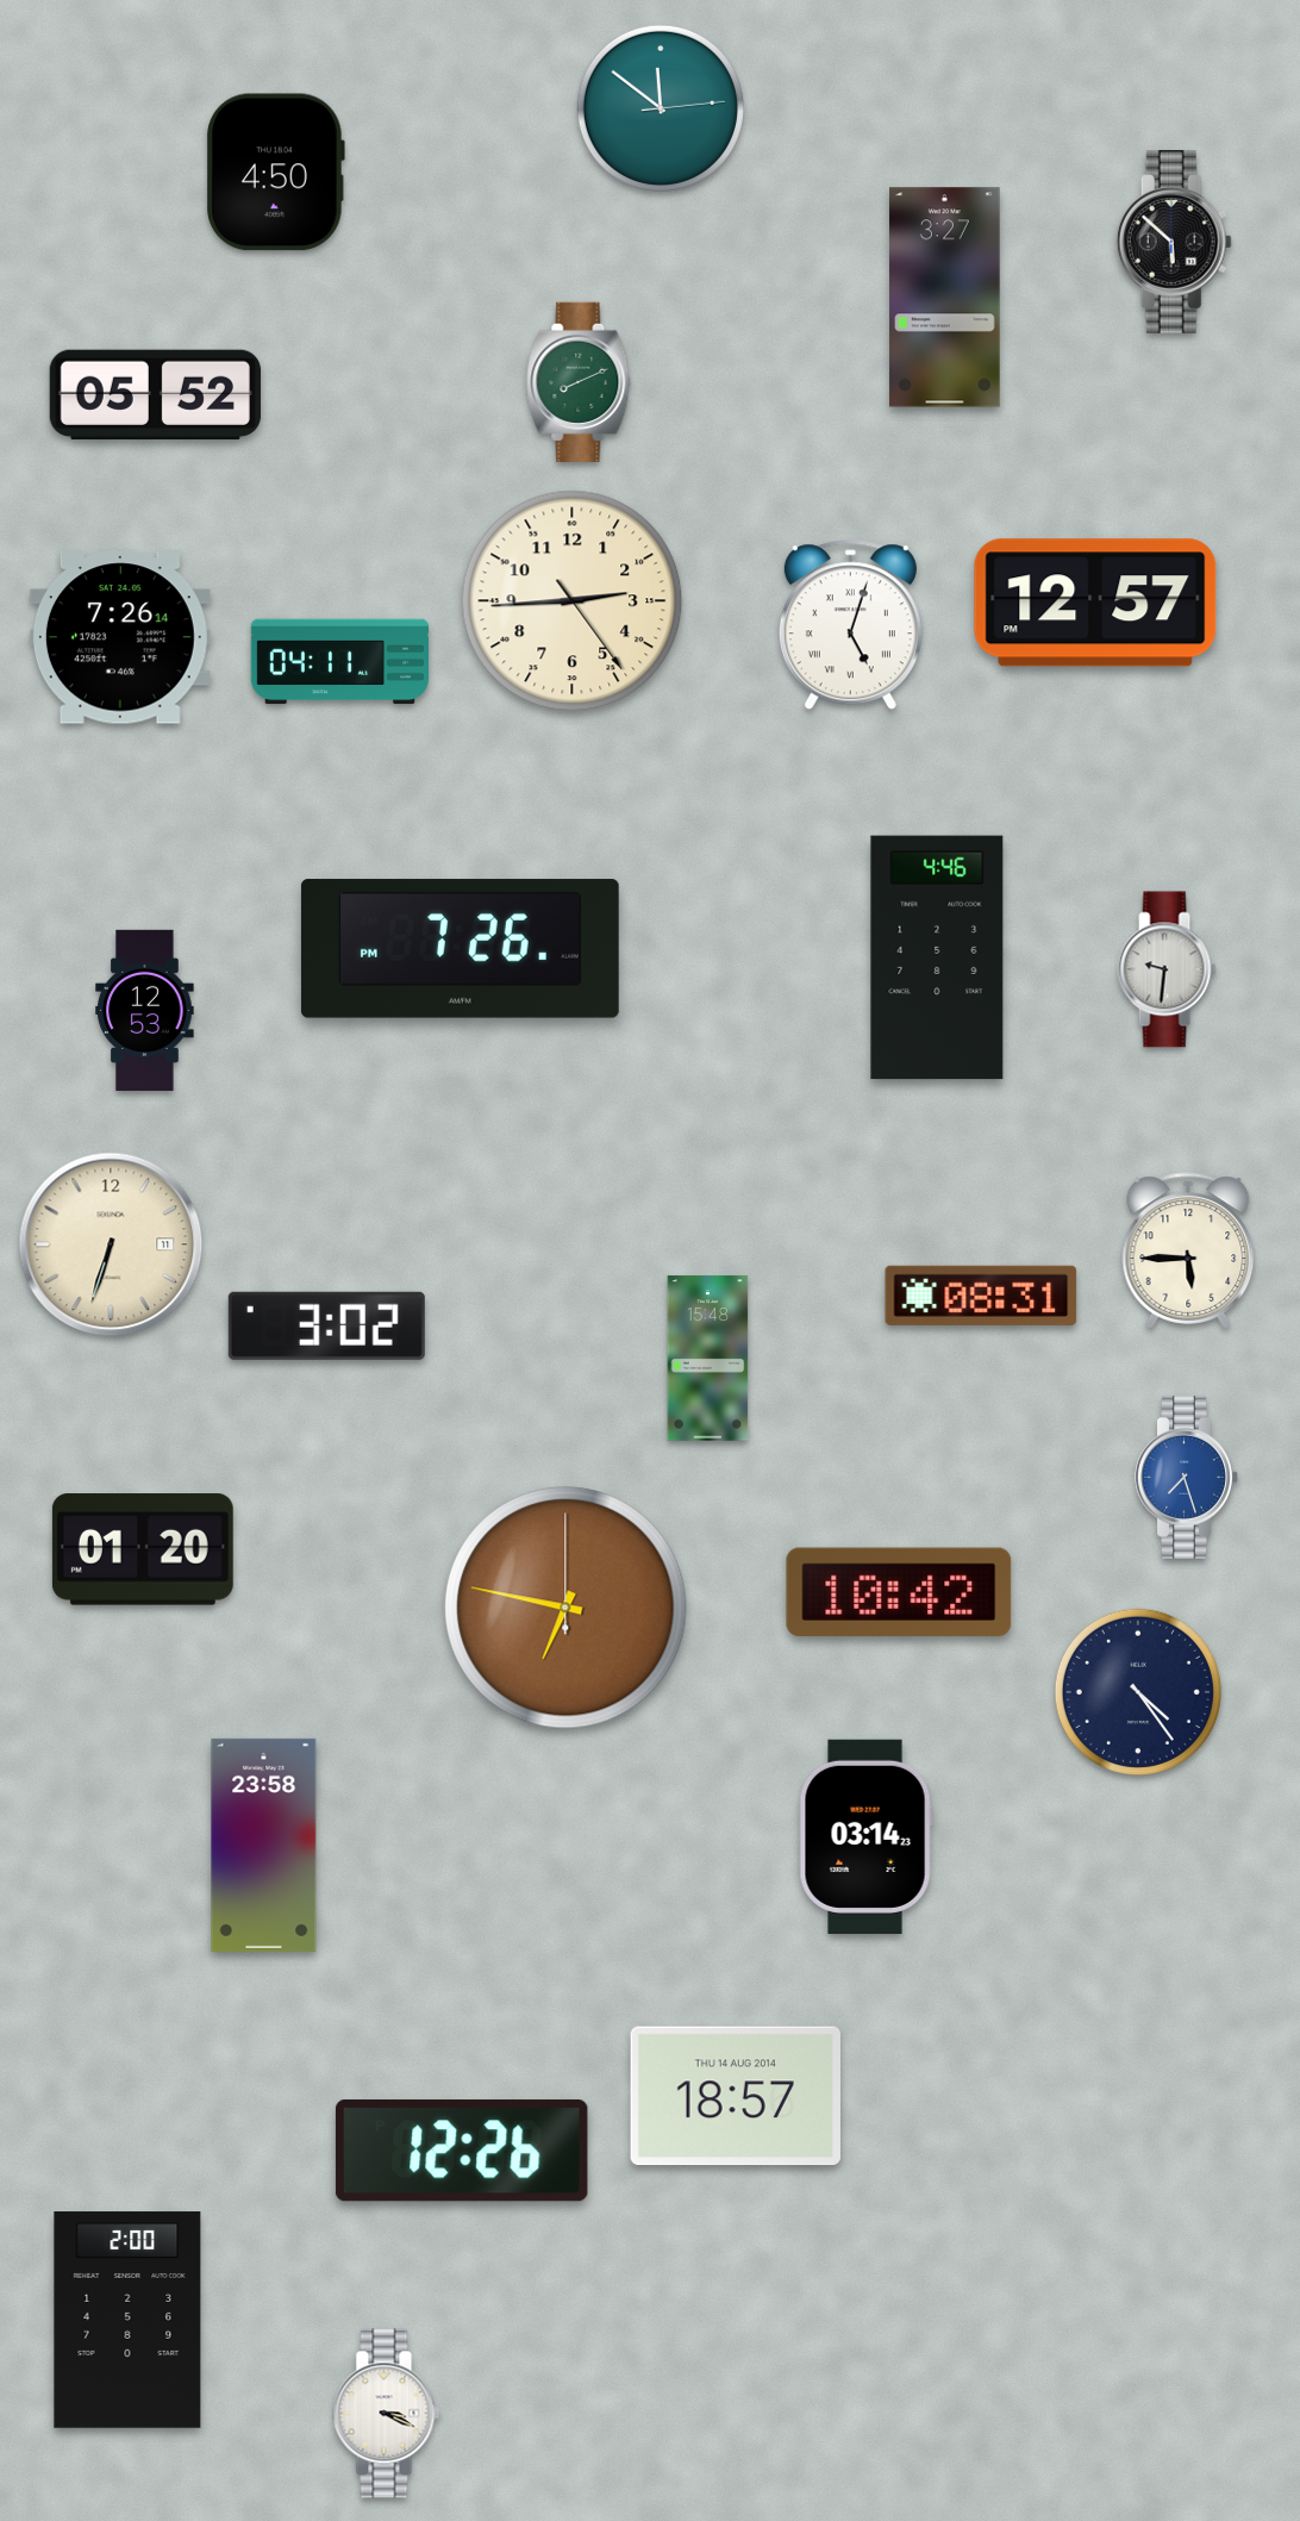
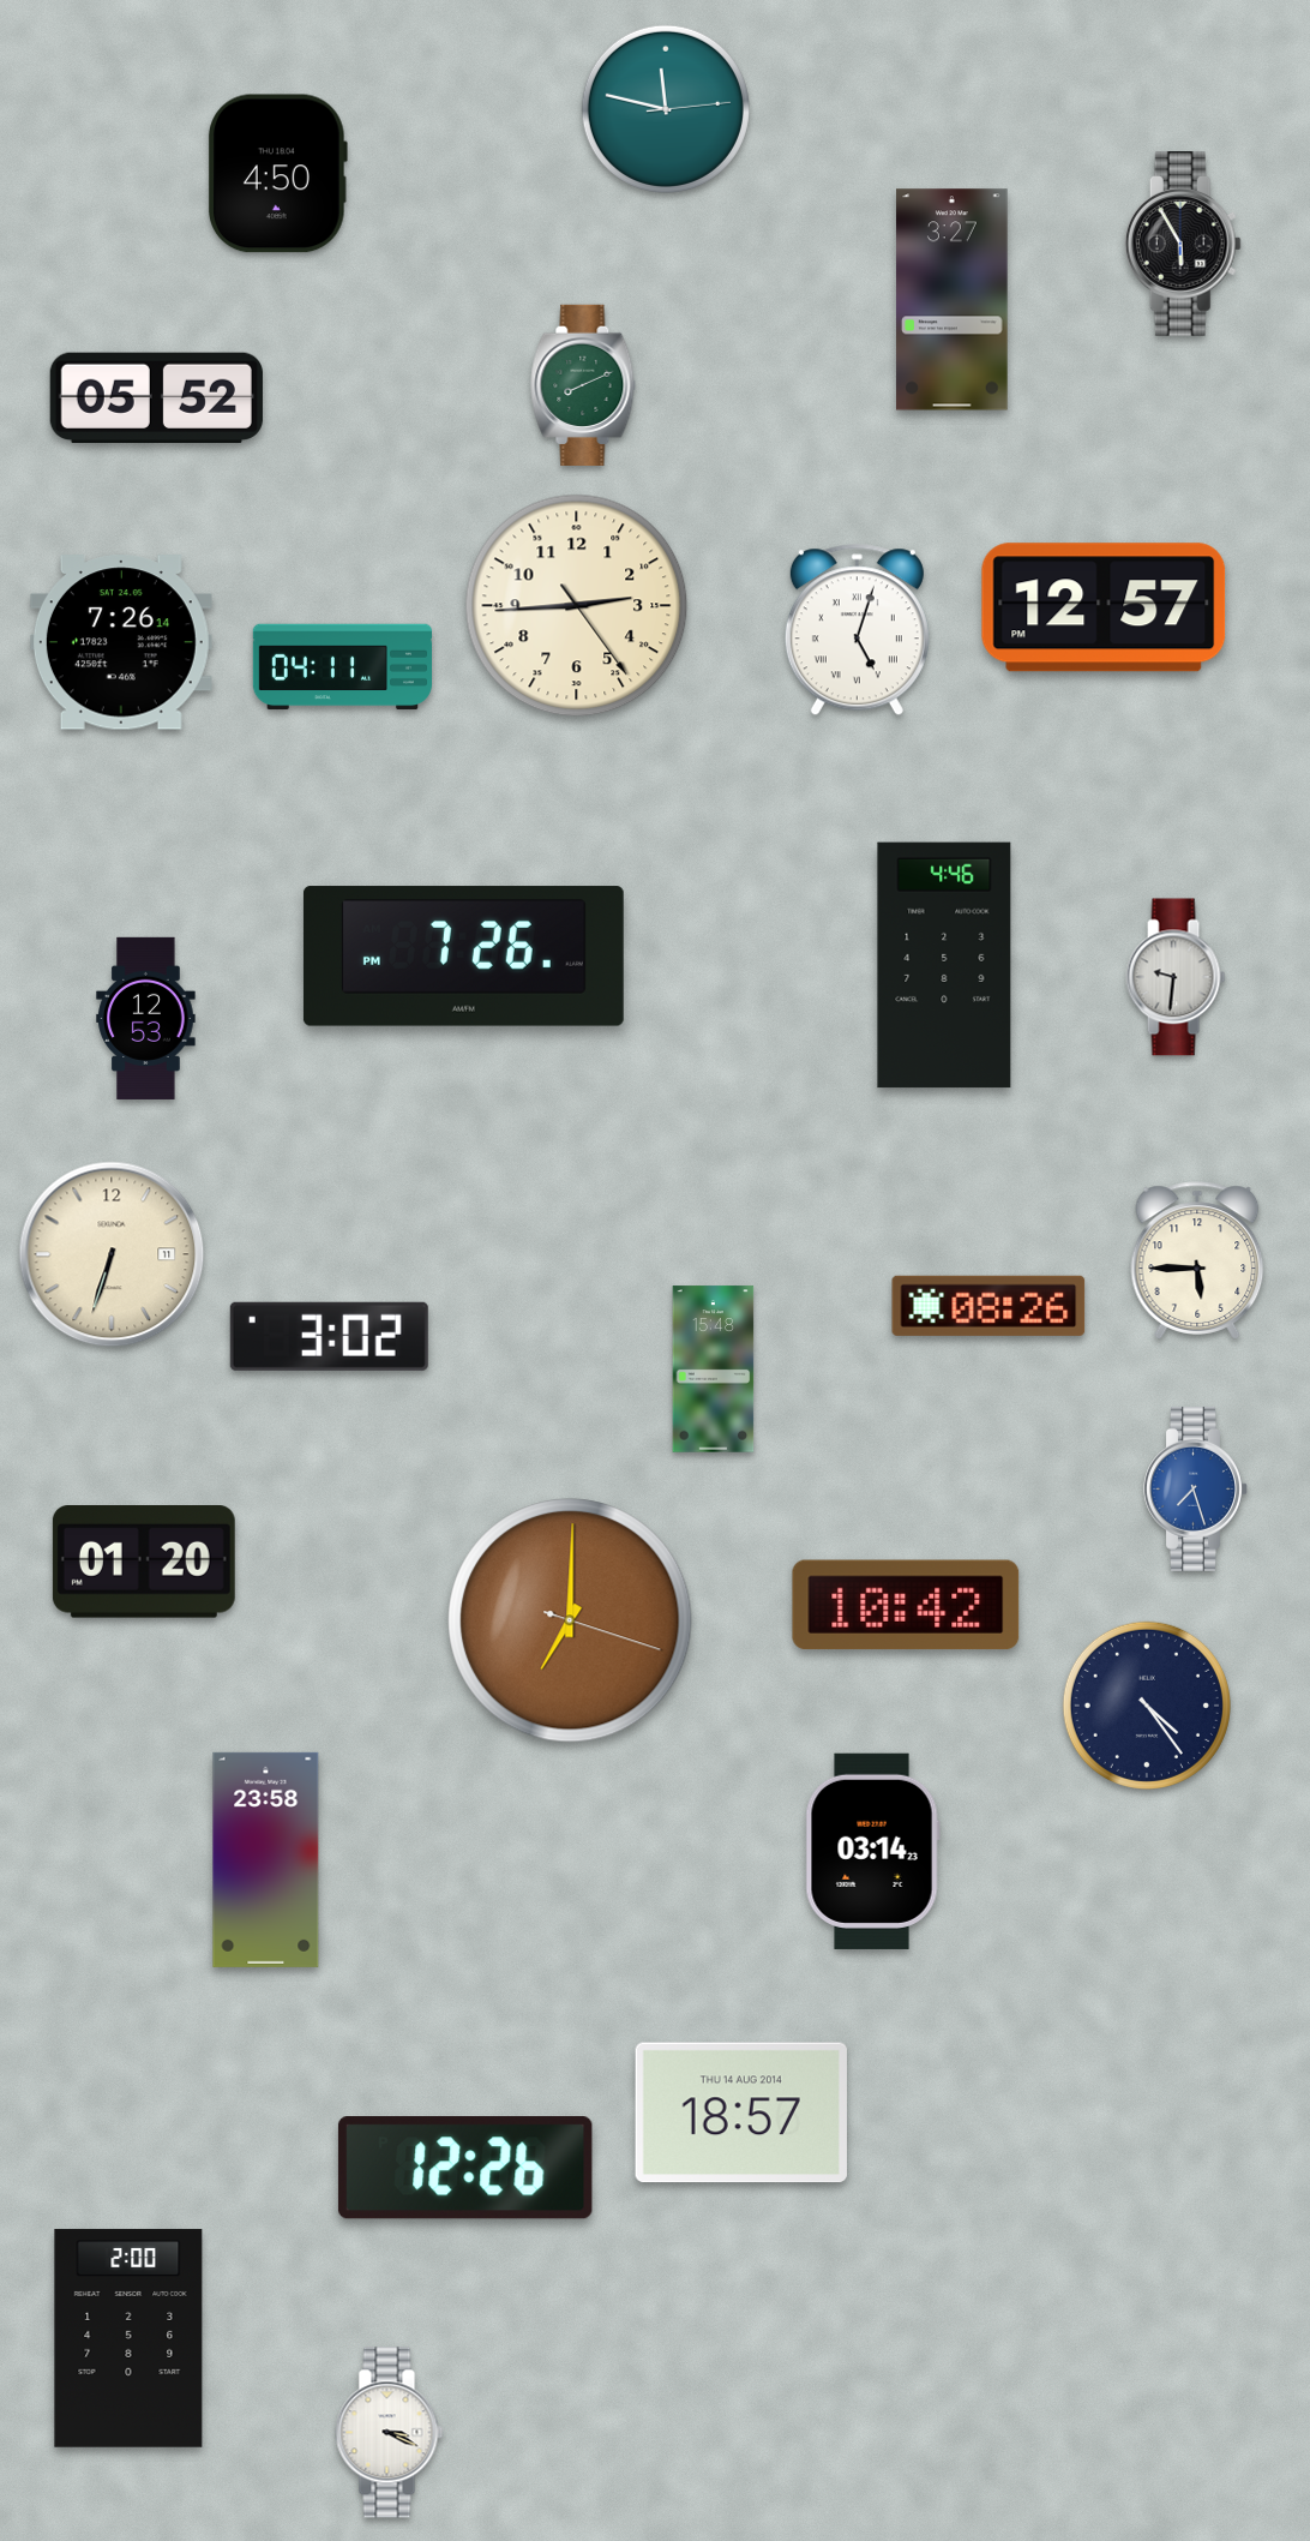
clock at (661, 108): 11:51 -> 11:47
clock at (1174, 242): 5:52 -> 5:55
clock at (981, 1296): 08:31 -> 08:26
clock at (565, 1608): 6:47 -> 7:00
